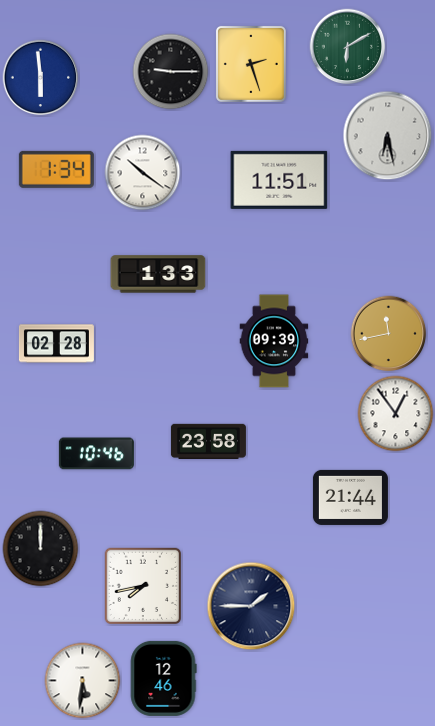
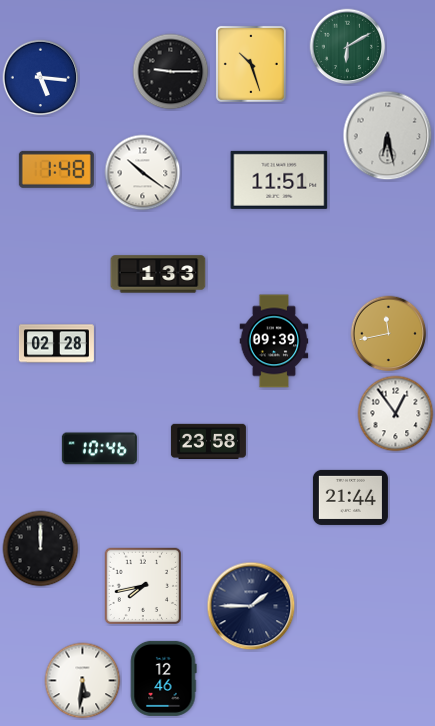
clock at (251, 64): 2:27 -> 10:27
clock at (41, 78): 5:59 -> 5:16
clock at (56, 169): 1:34 -> 1:48
clock at (96, 454) position: (96, 454) -> (99, 449)
